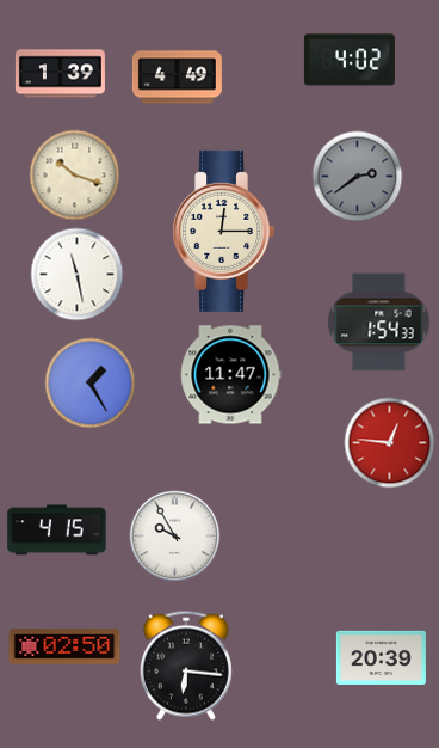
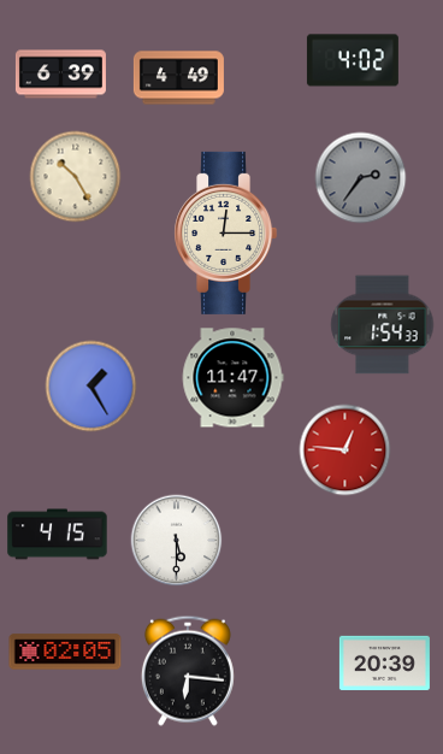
clock at (60, 74): 1:39 -> 6:39
clock at (75, 176): 10:18 -> 10:25
clock at (358, 177): 2:39 -> 2:36
clock at (78, 275): 11:28 -> none
clock at (390, 443) position: (390, 443) -> (345, 450)
clock at (175, 537): 9:55 -> 5:30
clock at (64, 646): 02:50 -> 02:05
